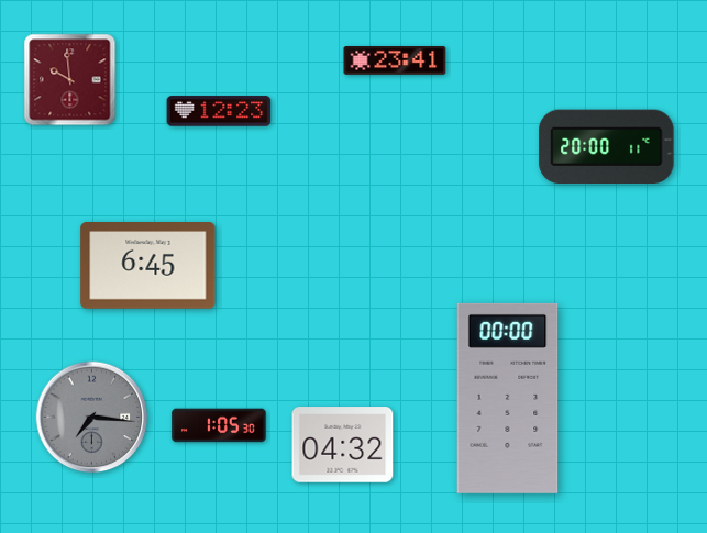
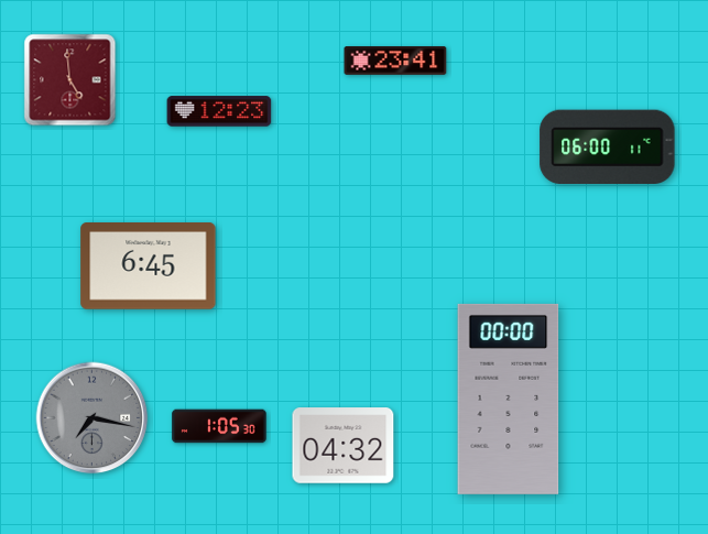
clock at (70, 80): 9:59 -> 4:59
clock at (607, 147): 20:00 -> 06:00
clock at (92, 418): 7:16 -> 7:17
